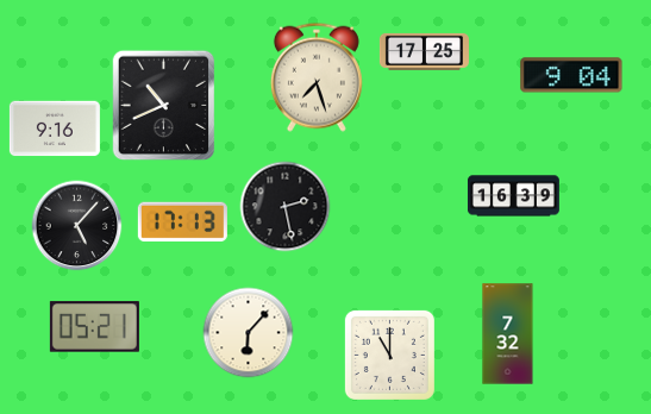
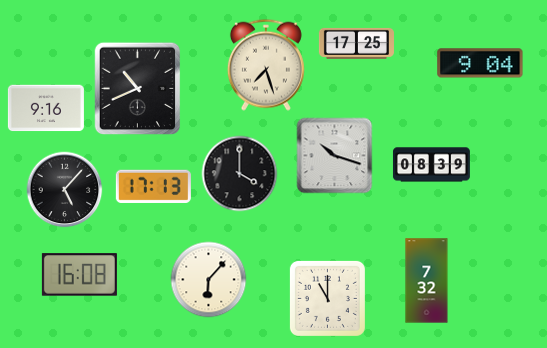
clock at (335, 156): none -> 10:18
clock at (513, 196): 16:39 -> 08:39
clock at (286, 207): 2:28 -> 4:00
clock at (94, 327): 05:21 -> 16:08
